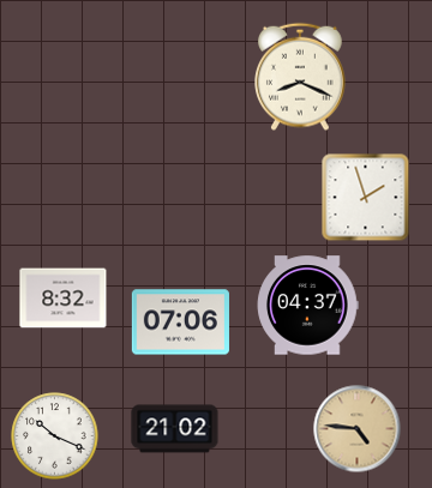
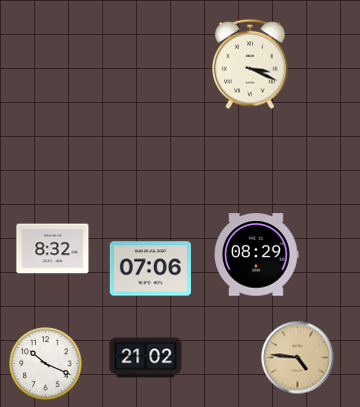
clock at (301, 77): 8:19 -> 3:19
clock at (366, 198): 1:57 -> none
clock at (307, 306): 04:37 -> 08:29
